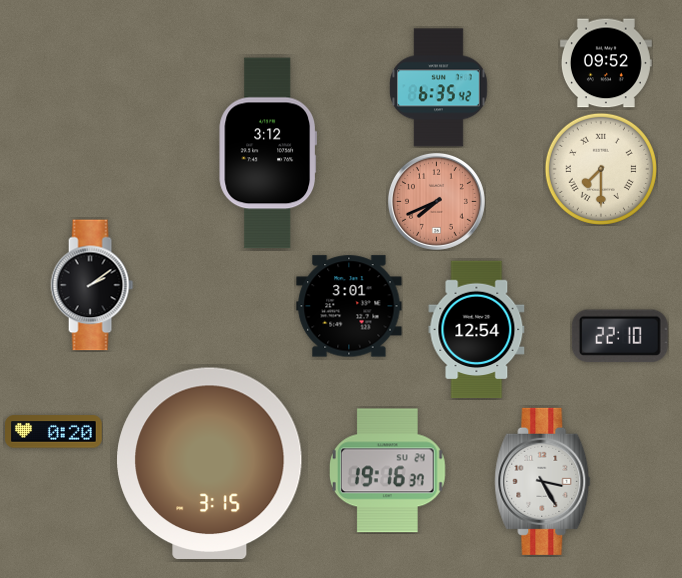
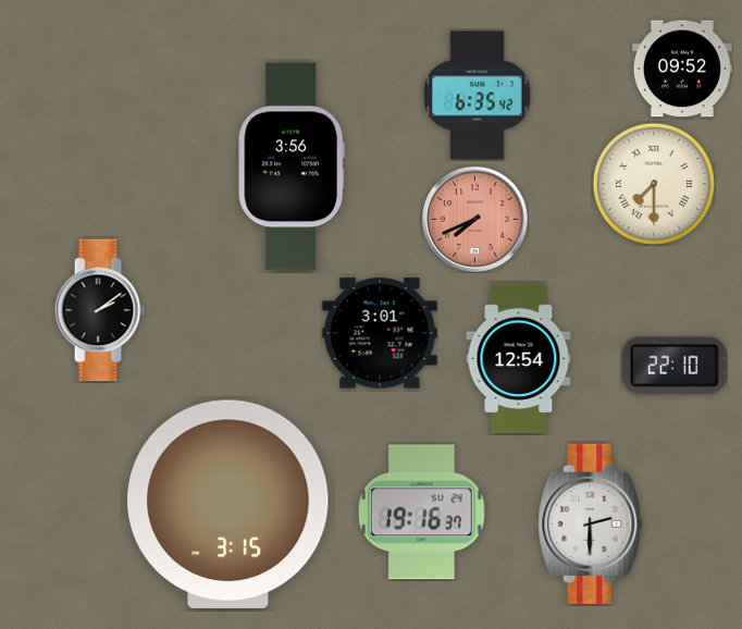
clock at (606, 63) position: (606, 63) -> (682, 69)
clock at (267, 153): 3:12 -> 3:56
clock at (54, 432): 0:20 -> none
clock at (543, 481): 3:25 -> 2:30
